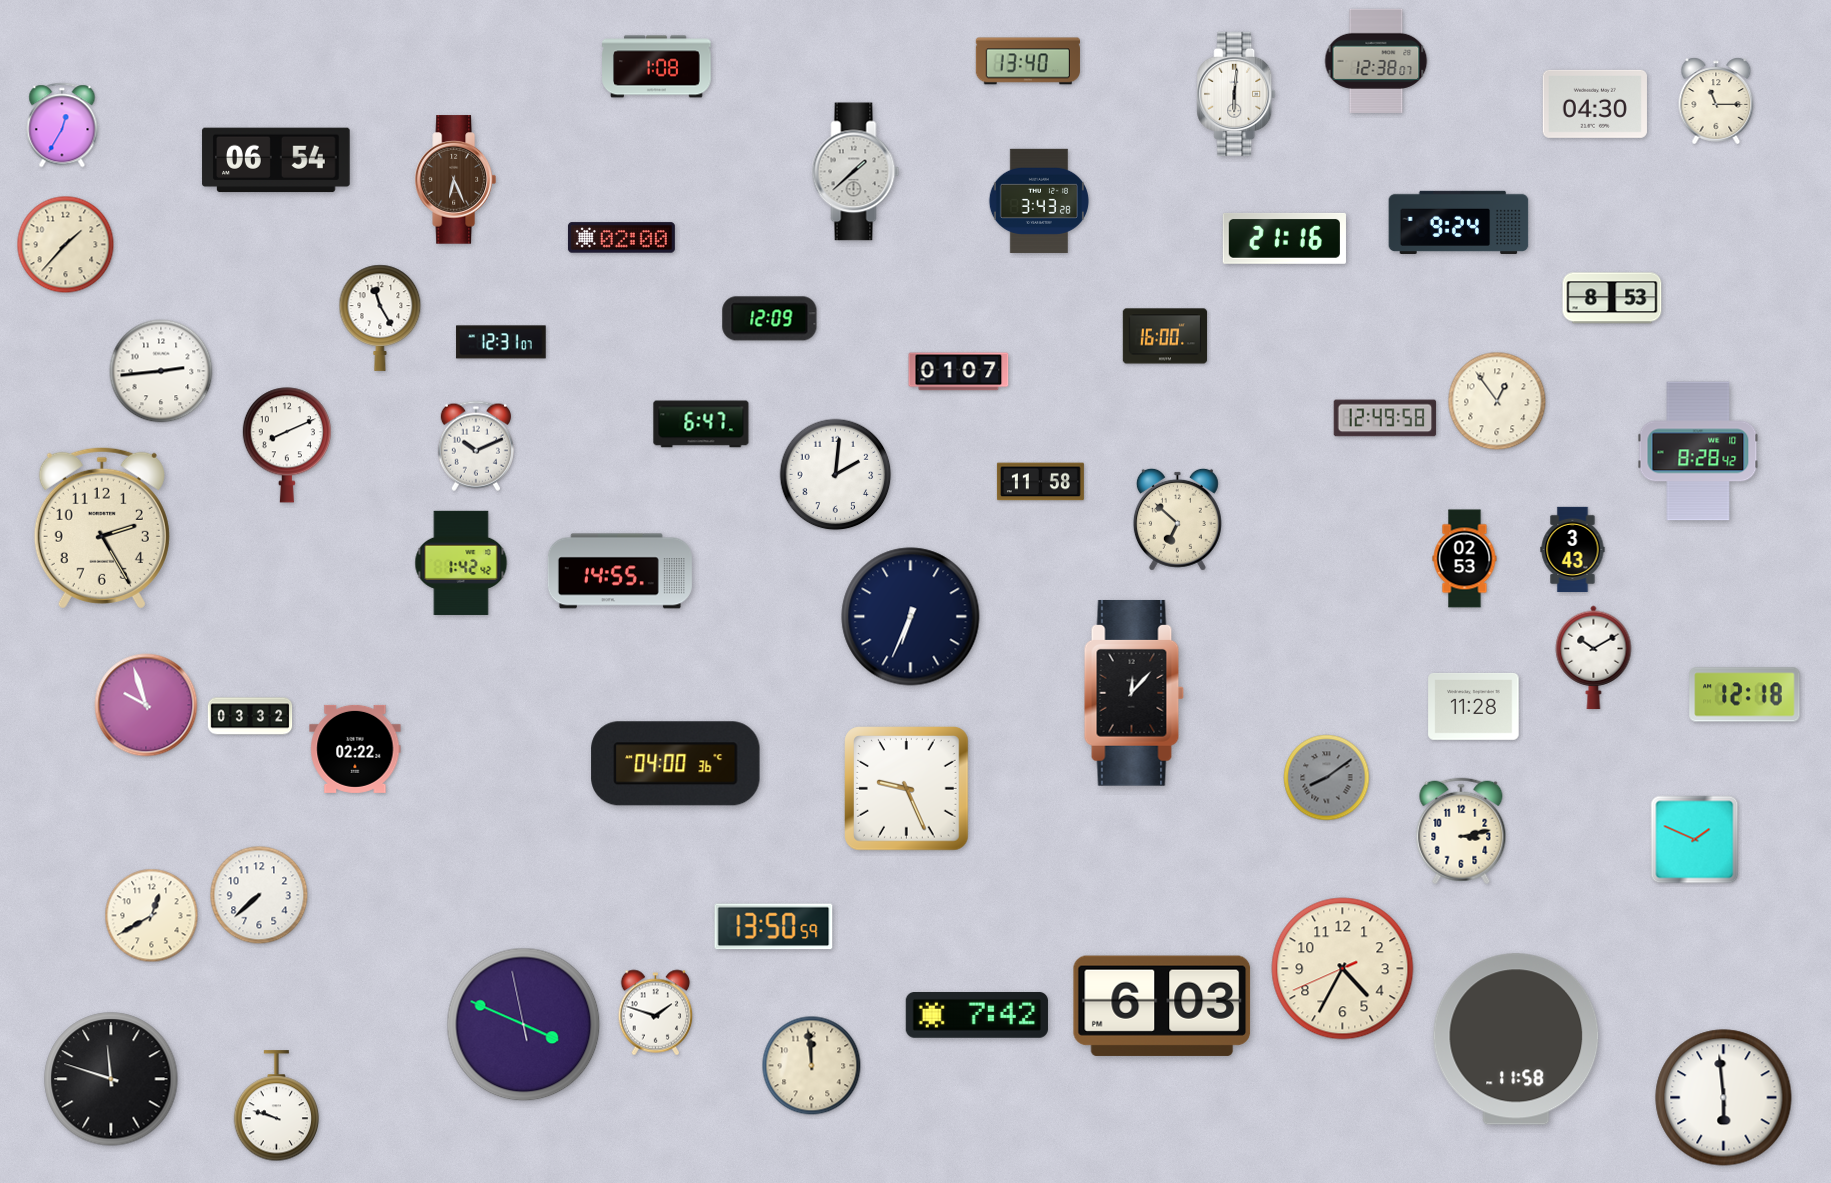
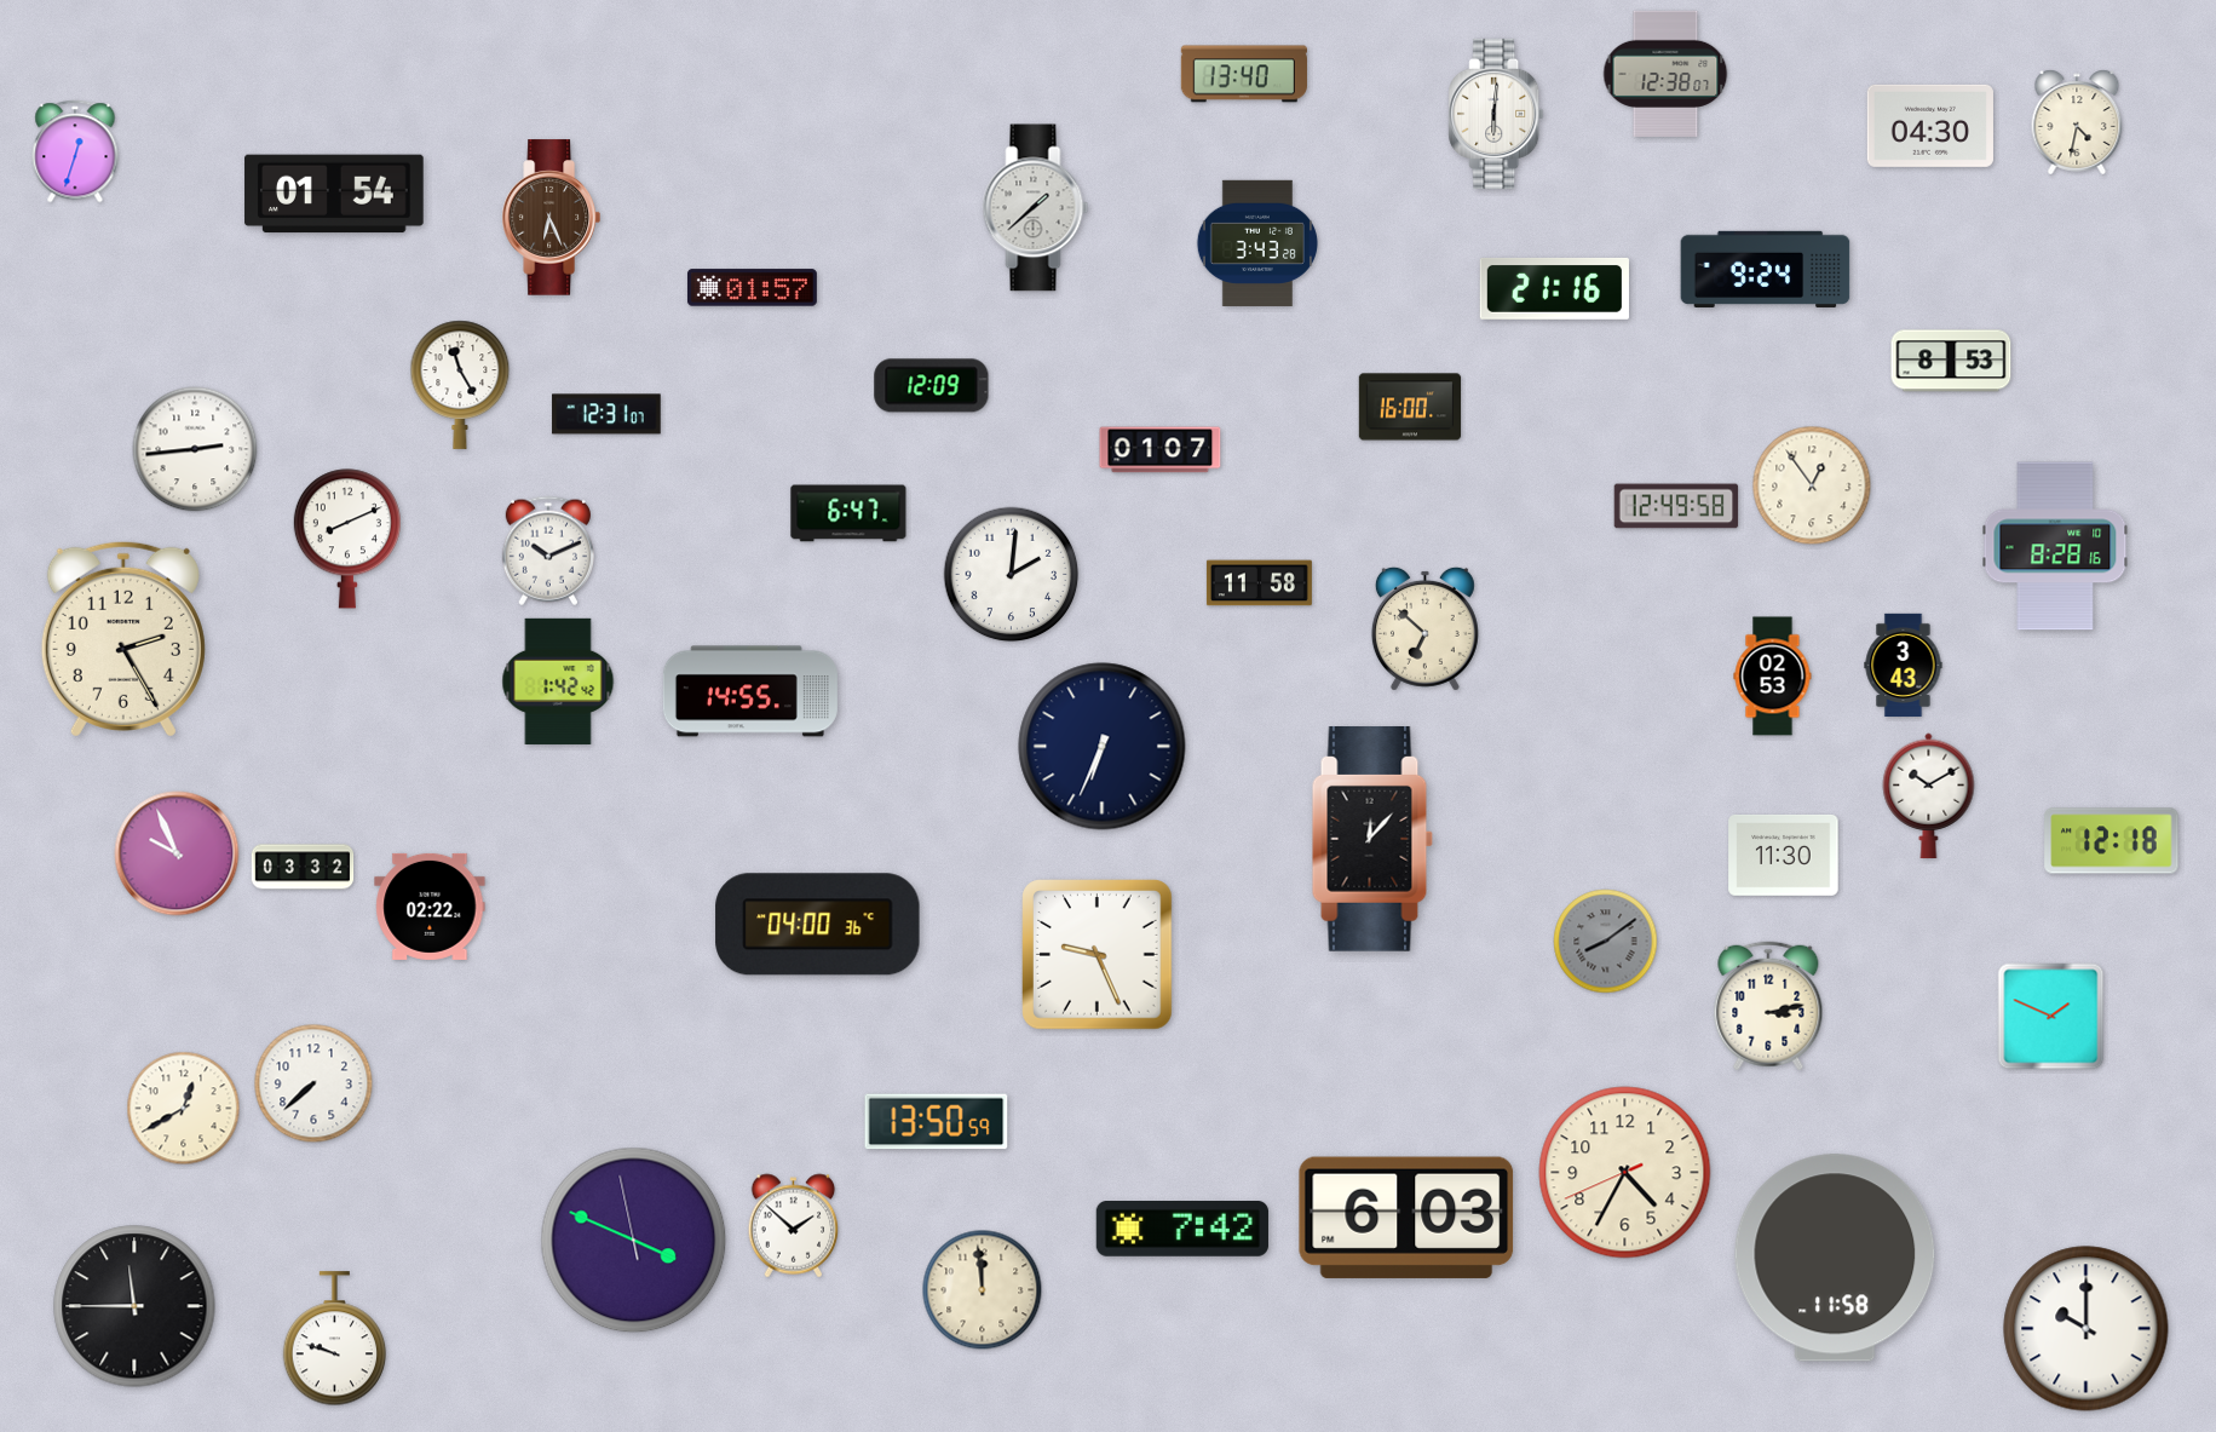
clock at (657, 67): 1:08 -> none
clock at (1716, 101): 11:15 -> 4:32
clock at (62, 125): 12:35 -> 12:33
clock at (276, 160): 06:54 -> 01:54
clock at (621, 238): 02:00 -> 01:57
clock at (66, 245): 1:37 -> none
clock at (476, 446) position: (476, 446) -> (548, 551)
clock at (1698, 451): 8:28:42 -> 8:28:16
clock at (146, 705): 9:57 -> 9:56
clock at (1474, 706): 11:28 -> 11:30
clock at (656, 1013): 1:48 -> 1:52
clock at (111, 1079): 11:48 -> 11:45
clock at (1724, 1098): 5:59 -> 10:00
